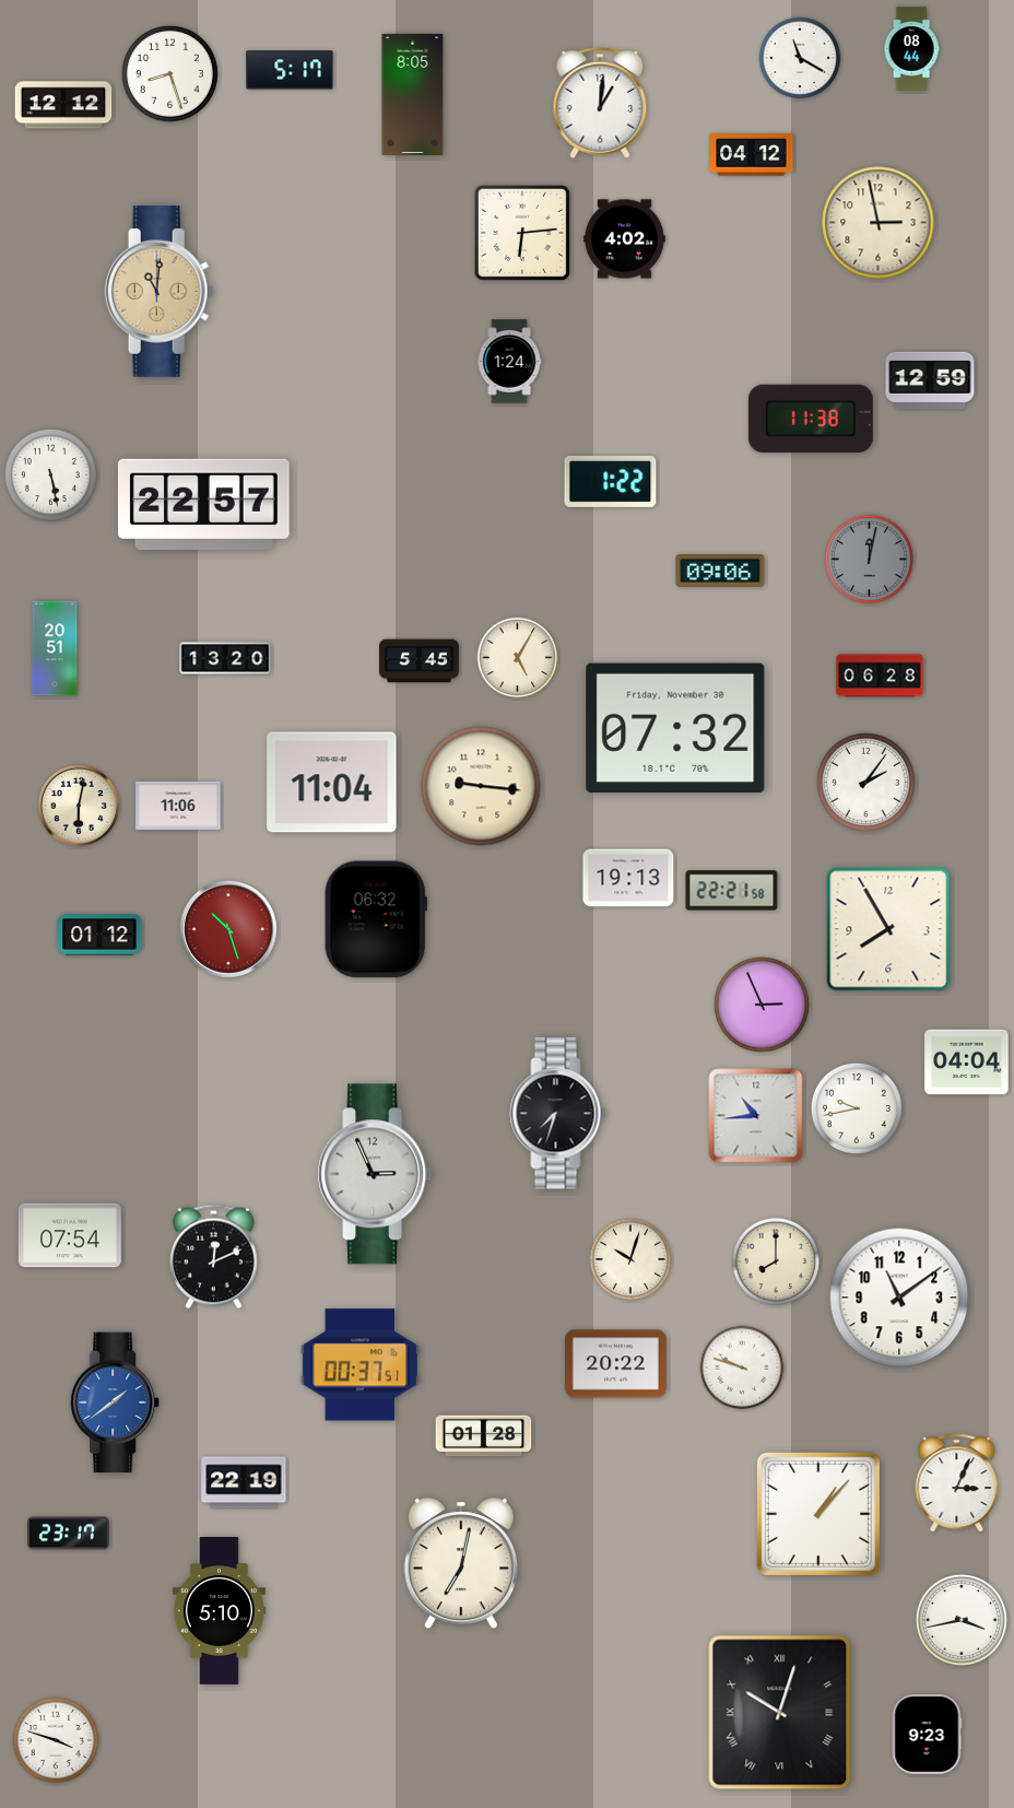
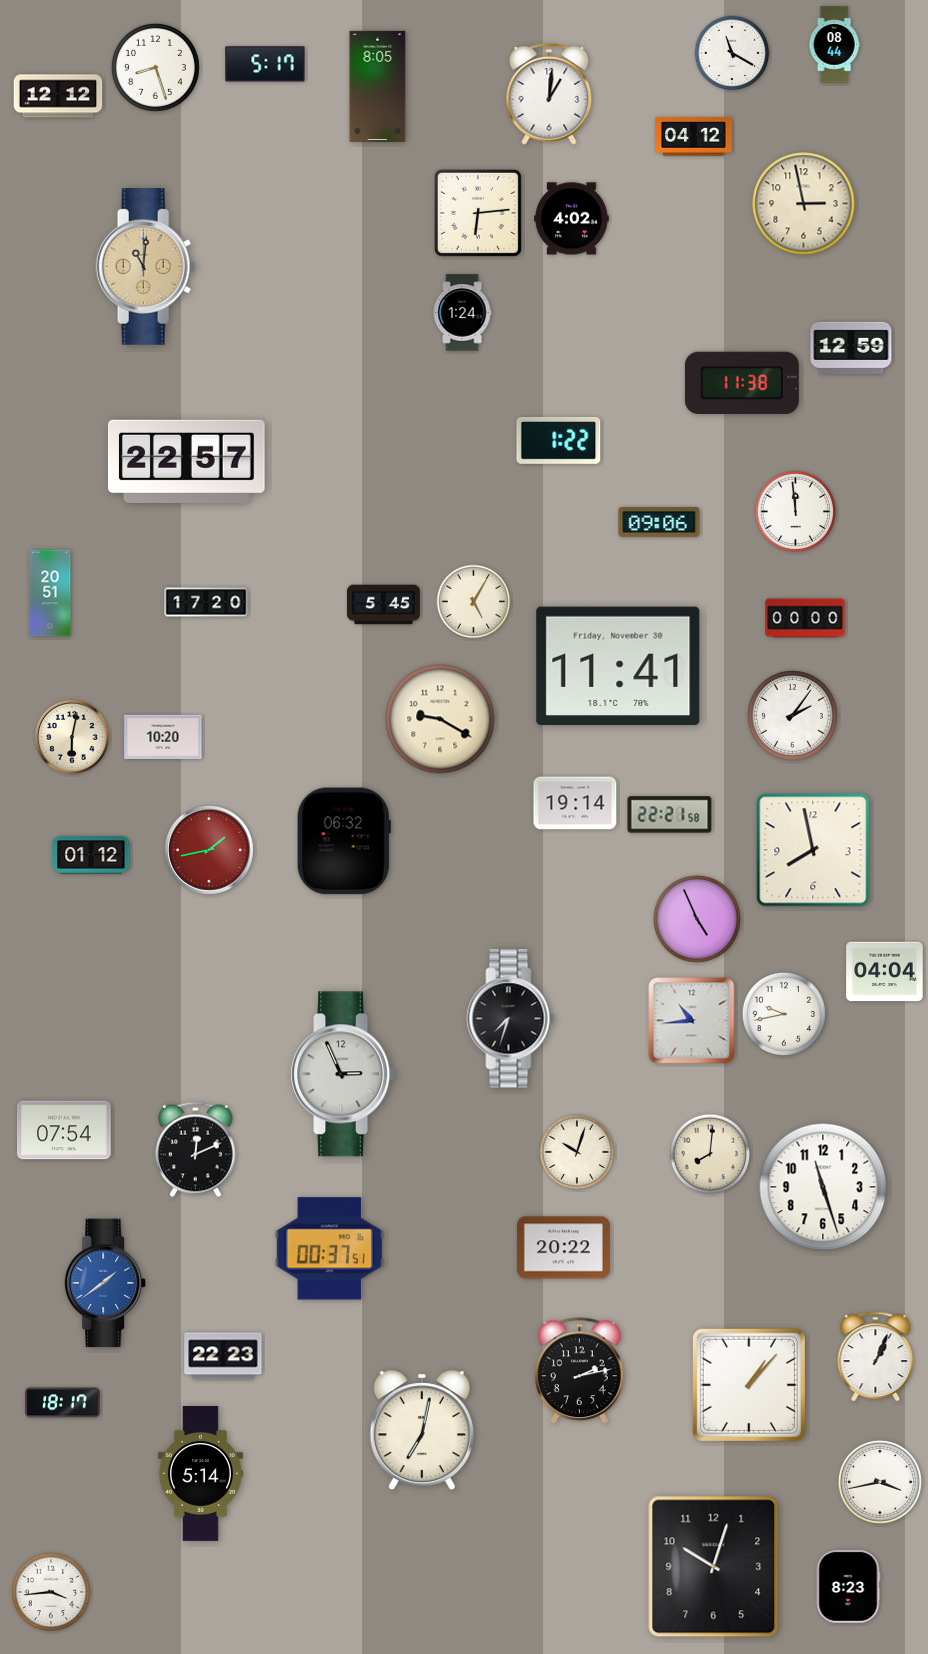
clock at (752, 155) position: (752, 155) -> (694, 137)
clock at (509, 362) position: (509, 362) -> (462, 313)
clock at (50, 474): 5:28 -> none
clock at (869, 559): 12:02 -> 11:59
clock at (869, 559) dial: grey -> white
clock at (225, 658): 13:20 -> 17:20
clock at (880, 676): 06:28 -> 00:00
clock at (675, 727): 07:32 -> 11:41
clock at (332, 783): 11:04 -> none
clock at (481, 786): 9:16 -> 9:20
clock at (178, 806): 11:06 -> 10:20
clock at (628, 878): 19:13 -> 19:14
clock at (228, 929): 10:27 -> 1:43
clock at (888, 929): 7:55 -> 7:58
clock at (762, 1005): 2:56 -> 4:56
clock at (775, 1261): 8:00 -> 8:01
clock at (899, 1298): 11:09 -> 11:27
clock at (742, 1367): 9:48 -> none
clock at (484, 1436): 01:28 -> none
clock at (244, 1482): 22:19 -> 22:23
clock at (957, 1483): 3:04 -> 1:04
clock at (580, 1371): none -> 2:13
clock at (69, 1534): 23:17 -> 18:17
clock at (219, 1611): 5:10 -> 5:14
clock at (780, 1713) numerals: Roman -> Arabic
clock at (927, 1734): 9:23 -> 8:23
clock at (56, 1740): 3:48 -> 3:44
